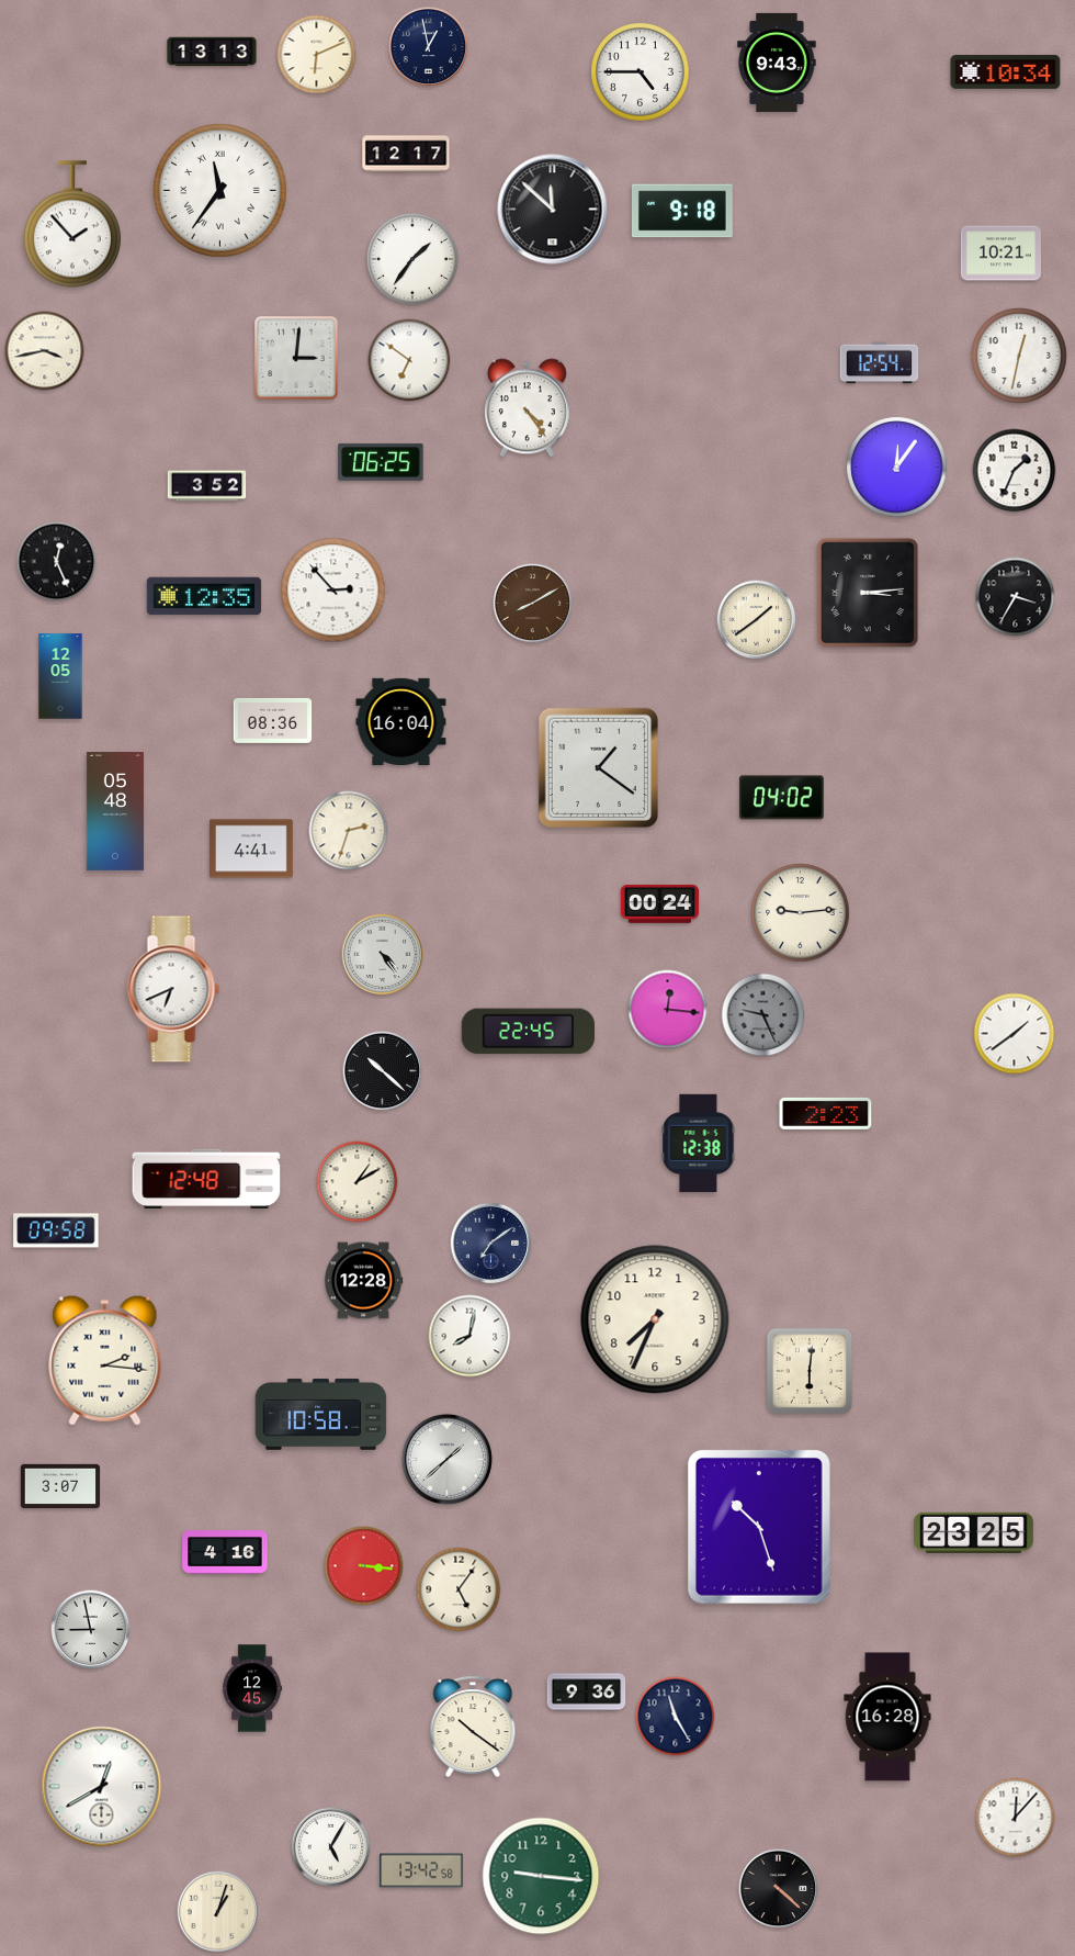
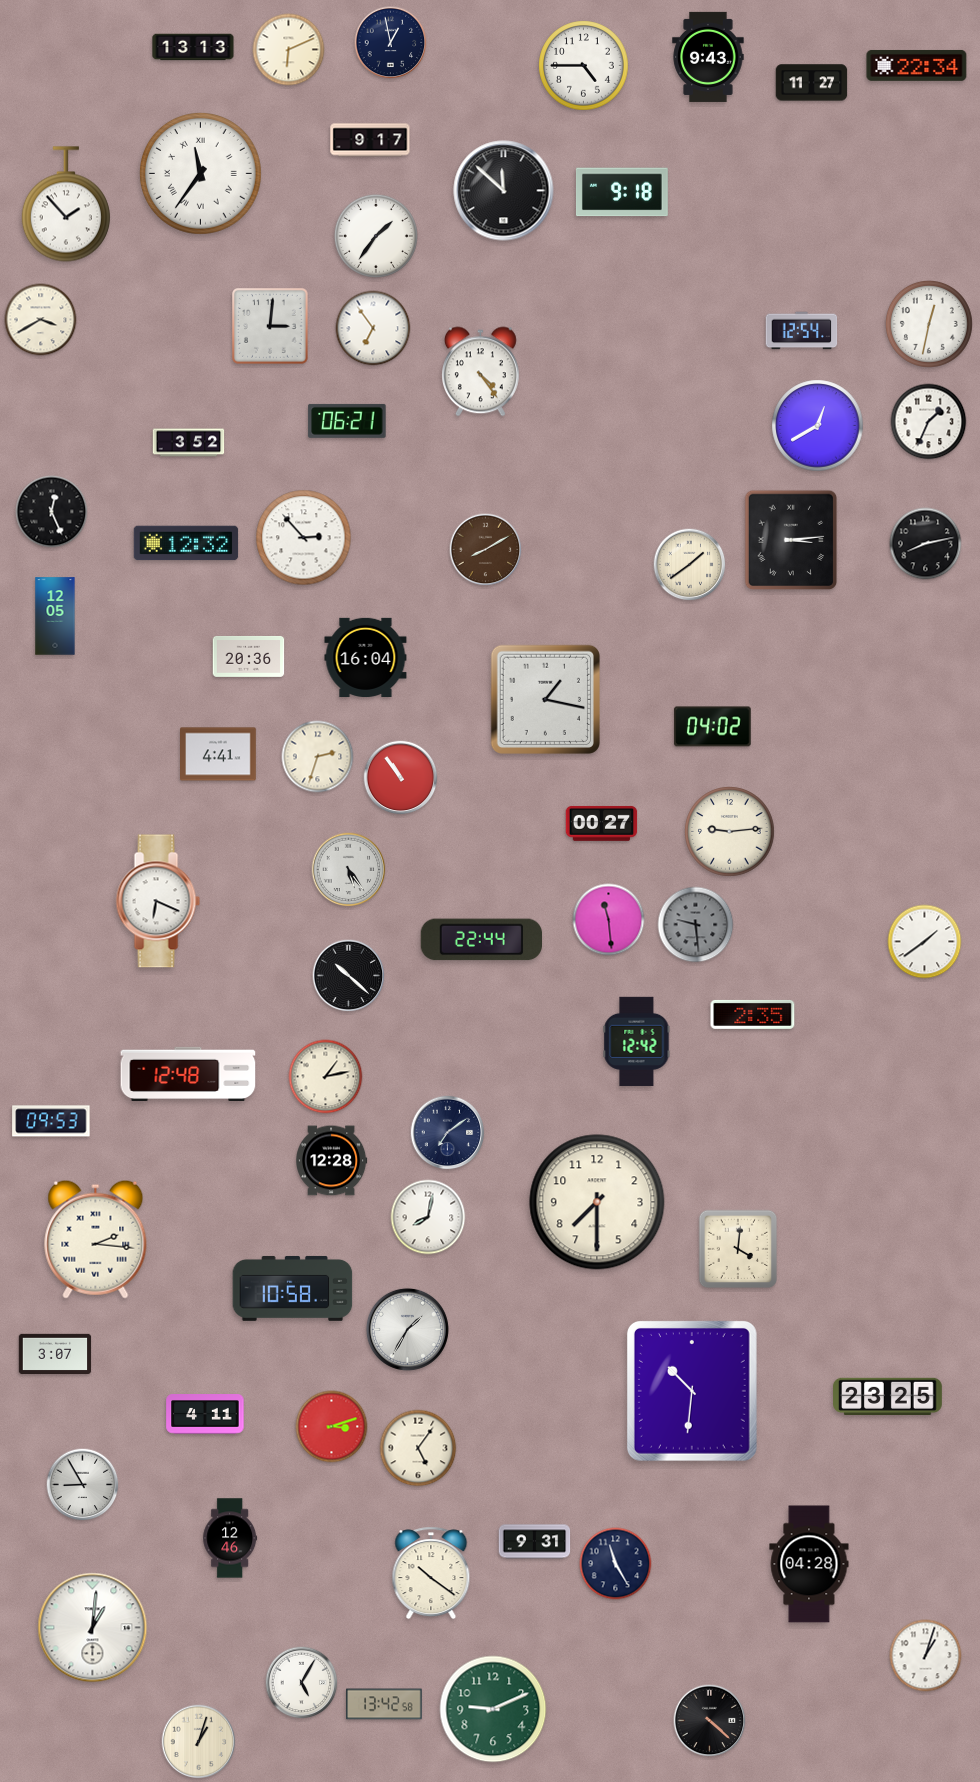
clock at (1006, 72): 10:34 -> 22:34
clock at (812, 83): none -> 11:27
clock at (406, 154): 12:17 -> 9:17
clock at (1000, 254): 10:21 -> none
clock at (45, 351): 3:43 -> 3:40
clock at (409, 360): 6:51 -> 6:54
clock at (381, 462): 06:25 -> 06:21
clock at (897, 468): 12:06 -> 12:40
clock at (1015, 471) position: (1015, 471) -> (929, 422)
clock at (204, 596): 12:35 -> 12:32
clock at (1016, 597): 3:35 -> 8:13
clock at (273, 720): 08:36 -> 20:36
clock at (598, 767): 1:21 -> 1:17
clock at (115, 811): 05:48 -> none
clock at (252, 848) position: (252, 848) -> (219, 754)
clock at (401, 778): none -> 10:54
clock at (660, 904): 00:24 -> 00:27
clock at (383, 955): 4:24 -> 5:24
clock at (173, 989): 6:41 -> 6:19
clock at (668, 1010): 12:16 -> 11:29
clock at (763, 1015): 9:26 -> 9:29
clock at (528, 1032): 22:45 -> 22:44
clock at (826, 1113): 2:23 -> 2:35
clock at (699, 1143): 12:38 -> 12:42
clock at (358, 1182): 1:10 -> 1:13
clock at (56, 1230): 09:58 -> 09:53
clock at (363, 1281) position: (363, 1281) -> (331, 1161)
clock at (655, 1319): 7:34 -> 7:30
clock at (810, 1371): 6:01 -> 4:01
clock at (446, 1459): 1:38 -> 1:35
clock at (759, 1527): 10:27 -> 10:31
clock at (225, 1552): 4:16 -> 4:11
clock at (364, 1566): 3:16 -> 3:12
clock at (91, 1630): 8:58 -> 8:55
clock at (252, 1688): 12:45 -> 12:46
clock at (587, 1693): 9:36 -> 9:31
clock at (887, 1717): 16:28 -> 04:28
clock at (102, 1787): 12:40 -> 1:01
clock at (1016, 1818): 12:07 -> 1:03
clock at (541, 1876): 9:16 -> 9:11
